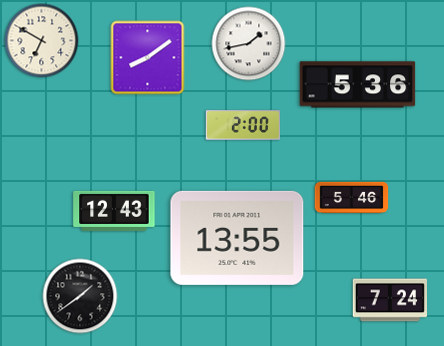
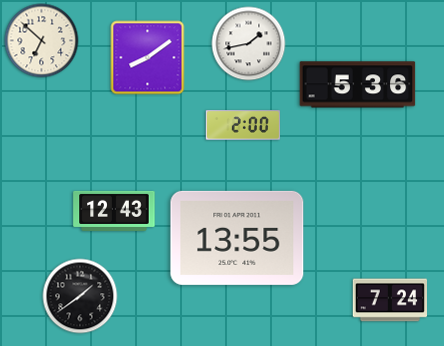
clock at (42, 41): 6:50 -> 6:52
clock at (352, 198): 5:46 -> none
